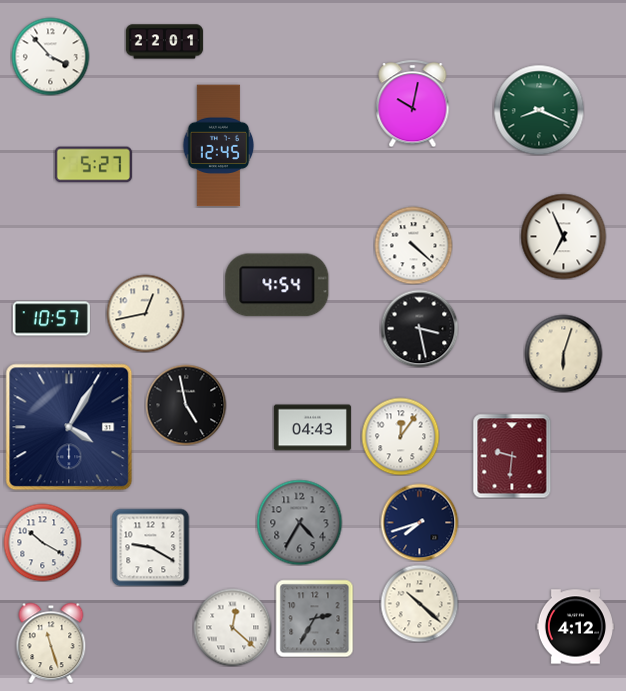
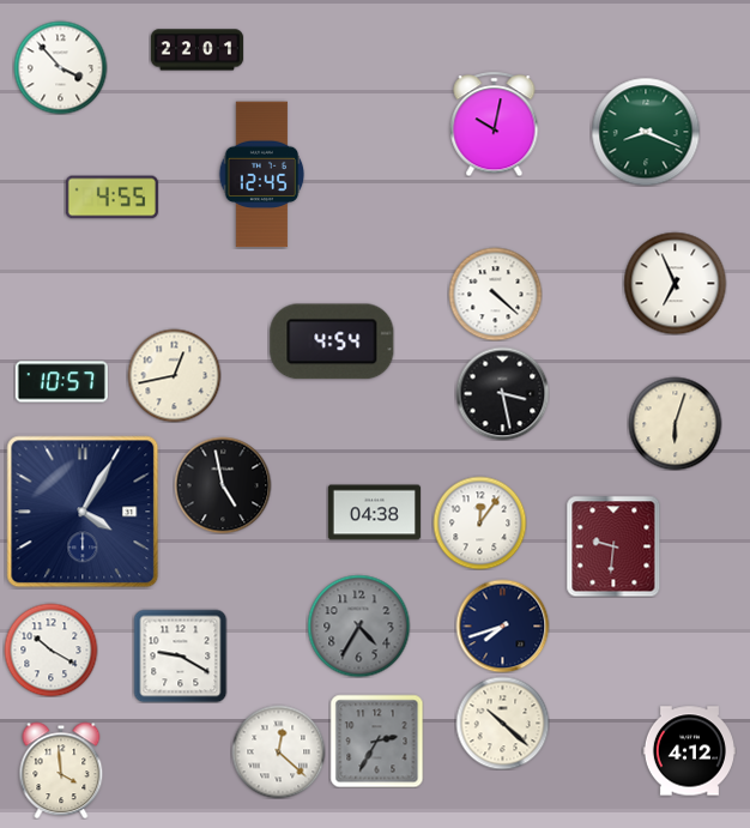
clock at (93, 165): 5:27 -> 4:55
clock at (312, 428): 04:43 -> 04:38
clock at (51, 643): 11:27 -> 3:59
